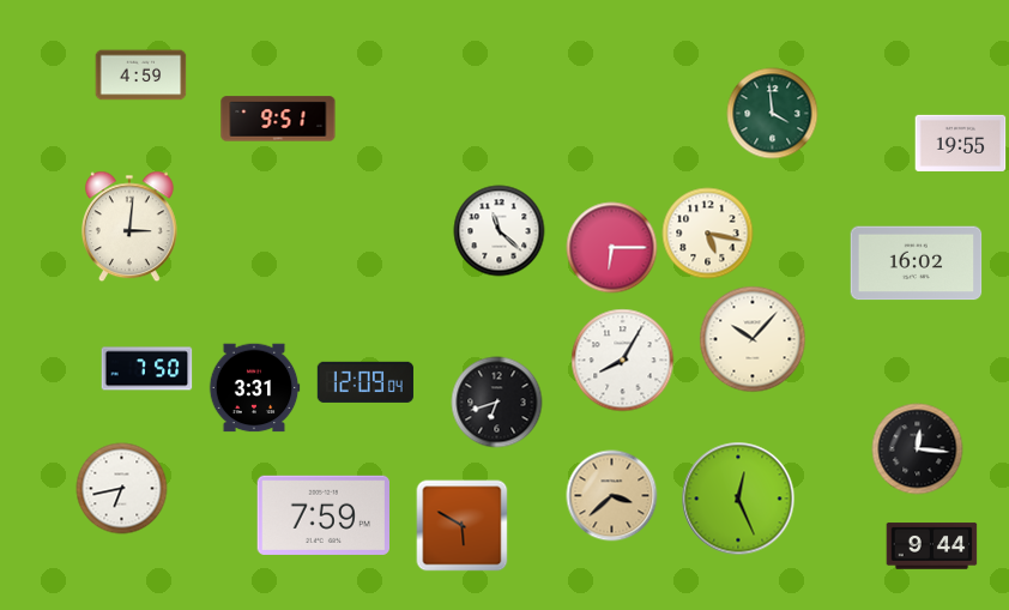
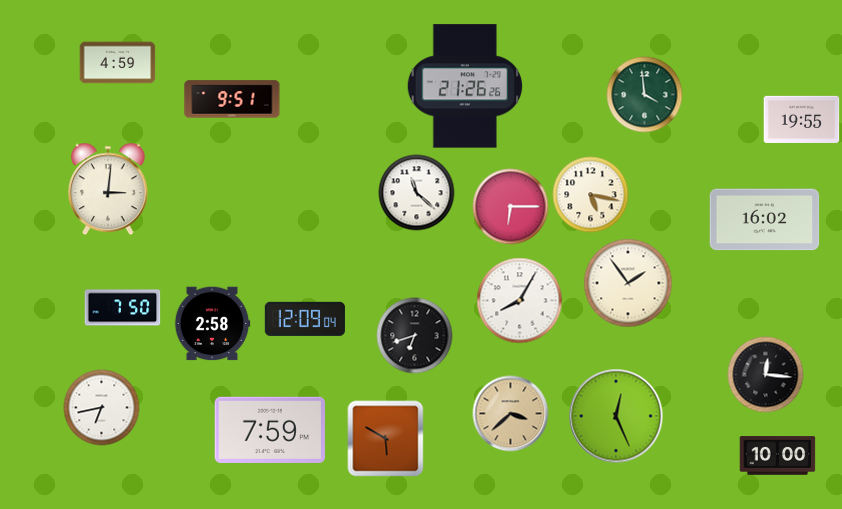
clock at (465, 86): none -> 21:26
clock at (753, 339): 10:07 -> 1:54
clock at (254, 388): 3:31 -> 2:58
clock at (932, 546): 9:44 -> 10:00
